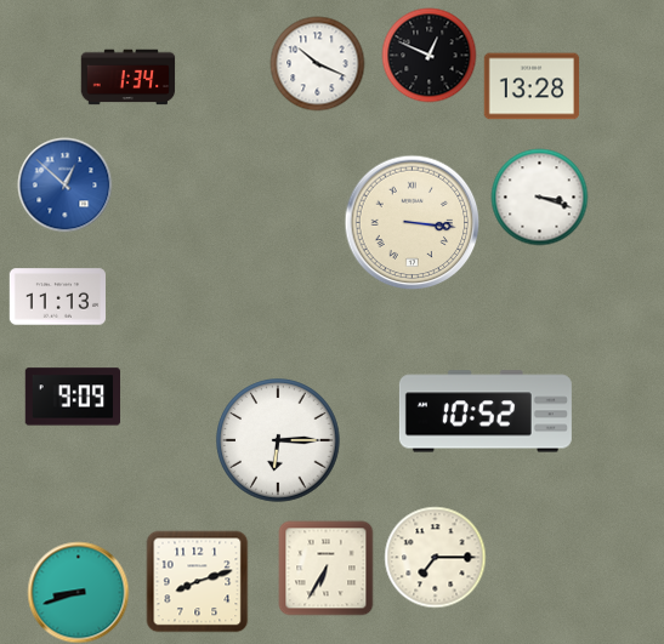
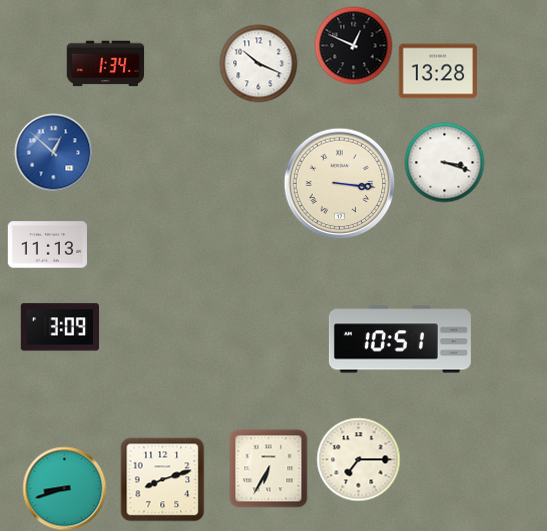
clock at (317, 63) position: (317, 63) -> (258, 63)
clock at (72, 397): 9:09 -> 3:09
clock at (486, 411): 10:52 -> 10:51
clock at (278, 440): 6:15 -> none
